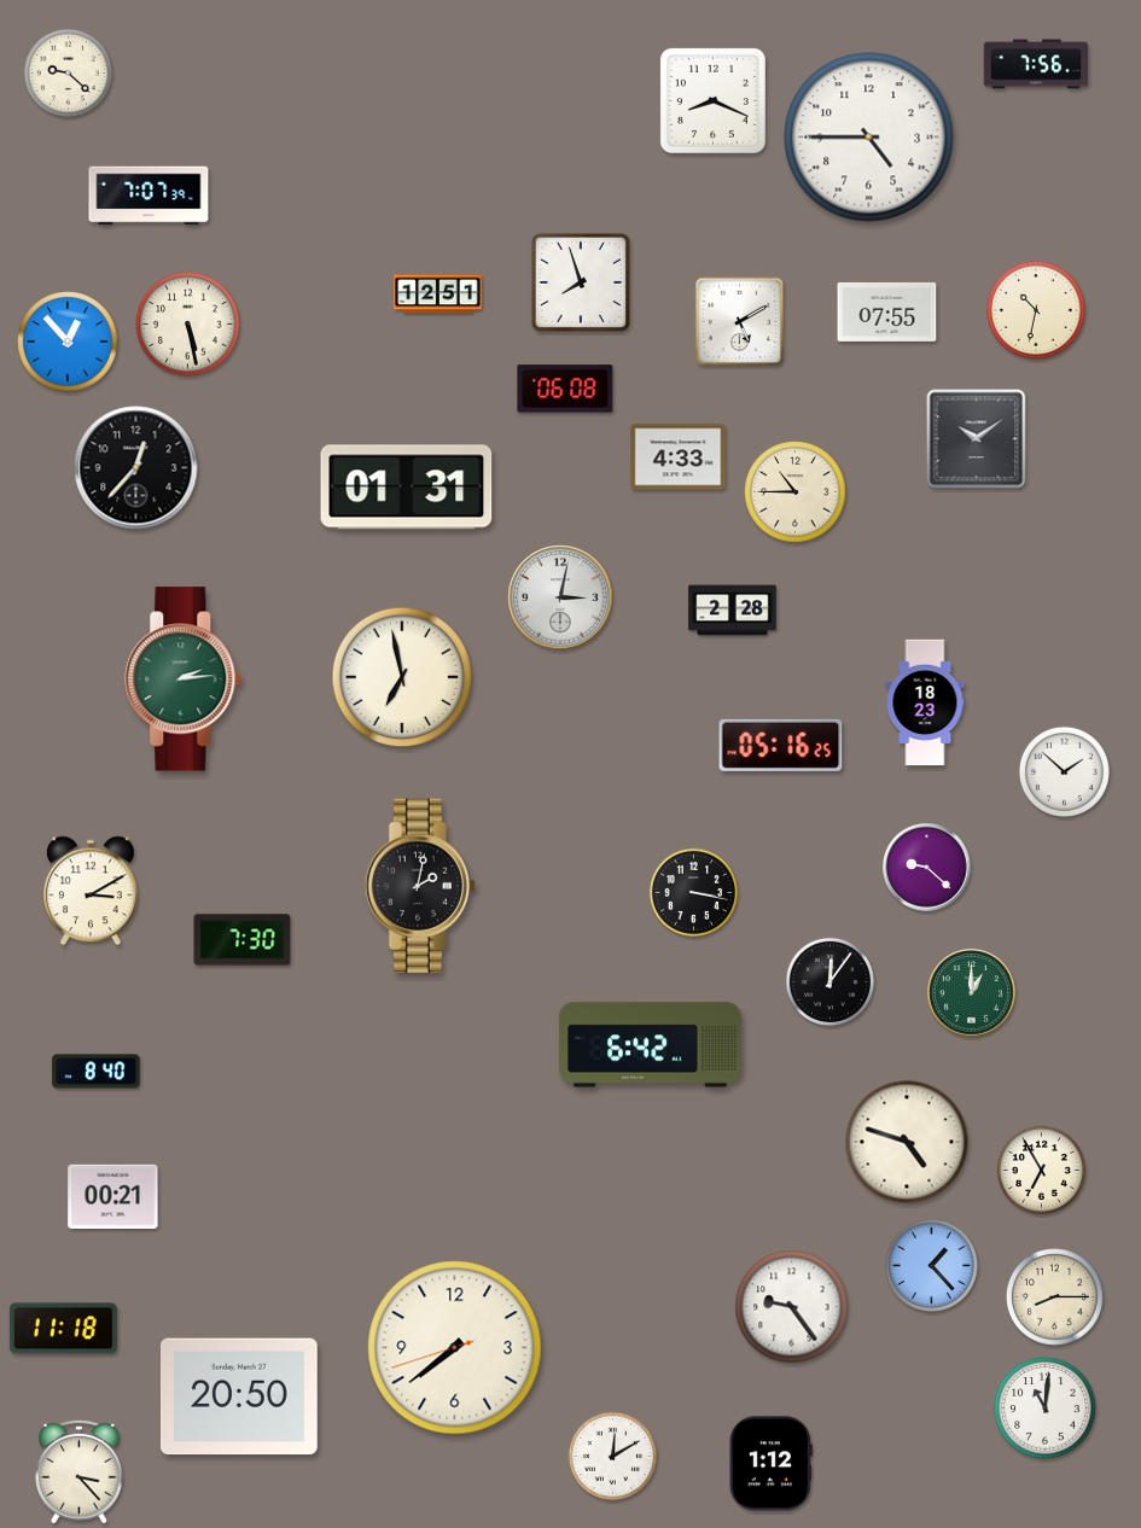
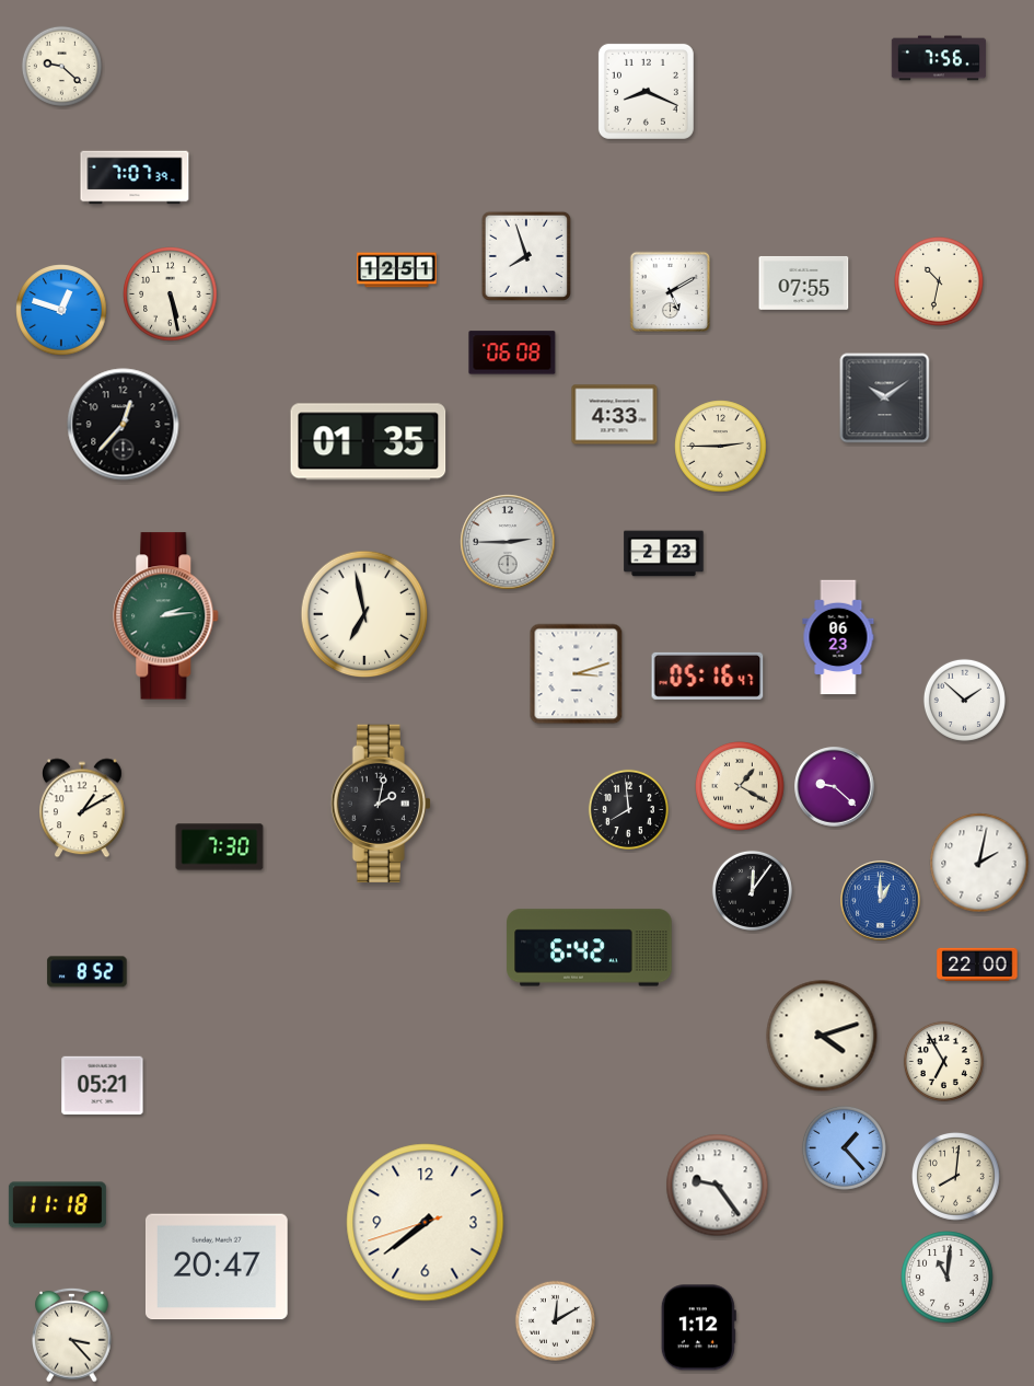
clock at (869, 138): 4:45 -> none
clock at (438, 294) position: (438, 294) -> (397, 270)
clock at (68, 342): 12:53 -> 12:48
clock at (407, 488): 01:31 -> 01:35
clock at (796, 492): 10:45 -> 2:45
clock at (560, 597): 3:02 -> 2:45
clock at (733, 611): 2:28 -> 2:23
clock at (925, 702): 18:23 -> 06:23
clock at (577, 674): none -> 3:12
clock at (781, 745): 05:16:25 -> 05:16:47
clock at (740, 786): none -> 1:20
clock at (927, 868) position: (927, 868) -> (835, 787)
clock at (92, 891): 3:10 -> 1:10
clock at (693, 892): 3:17 -> 7:59
clock at (243, 940) position: (243, 940) -> (220, 847)
clock at (979, 863): none -> 2:02
clock at (972, 993) dial: green -> blue
clock at (977, 965): none -> 22:00
clock at (97, 1072): 8:40 -> 8:52
clock at (907, 1142): 4:48 -> 4:12
clock at (113, 1197): 00:21 -> 05:21
clock at (1055, 1297): 8:15 -> 8:01
clock at (455, 1348) position: (455, 1348) -> (426, 1223)
clock at (239, 1396): 20:50 -> 20:47
